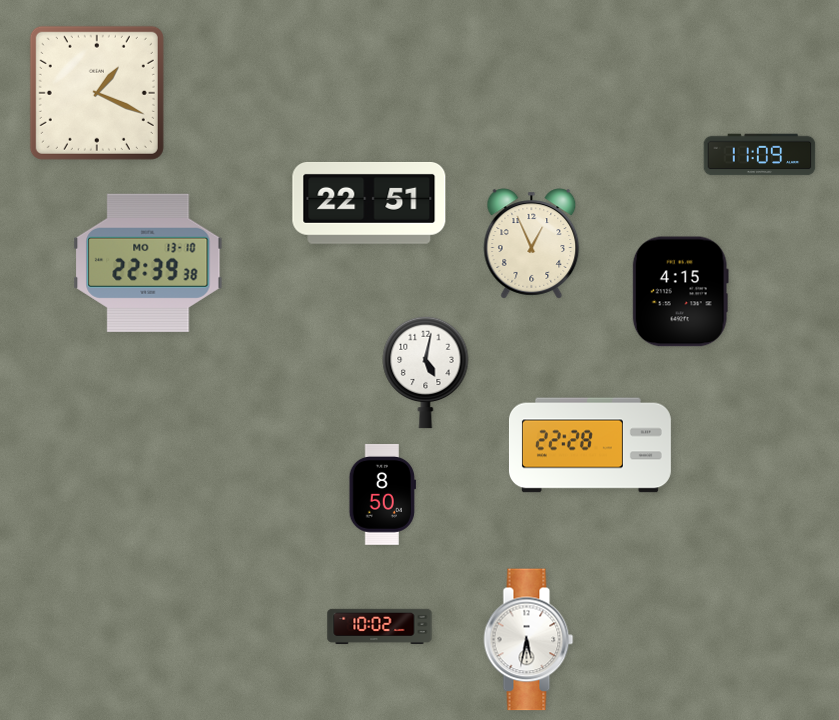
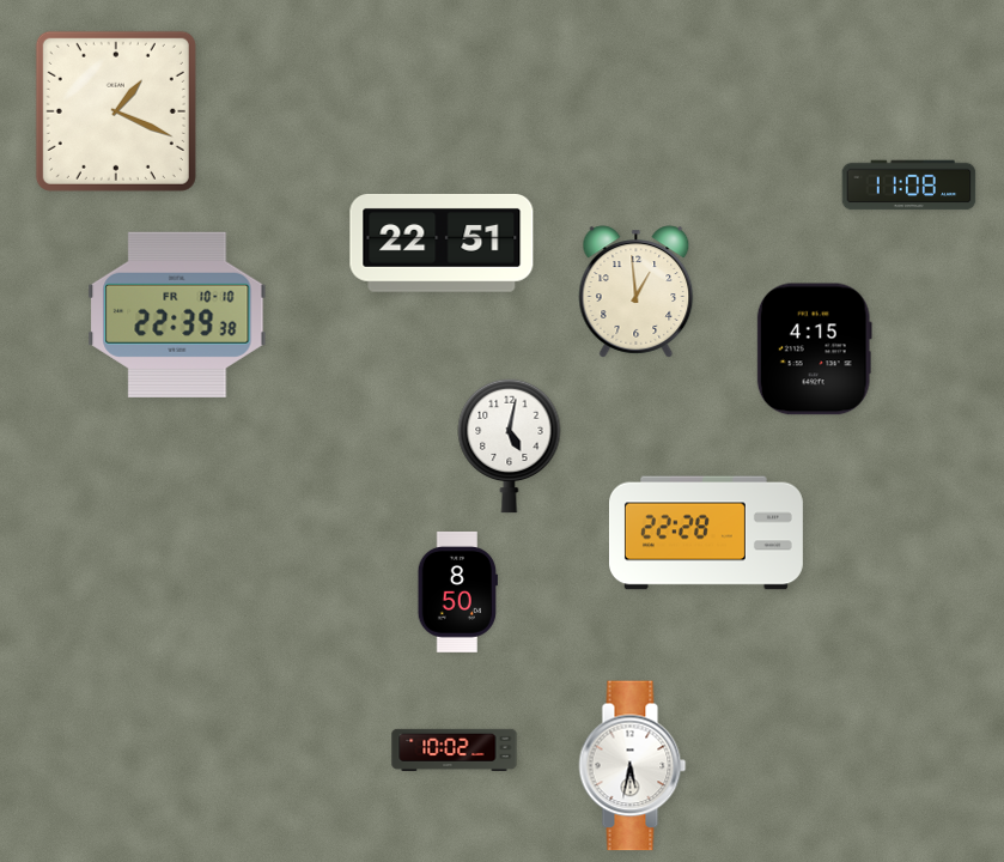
clock at (760, 155): 11:09 -> 11:08
clock at (532, 244): 12:56 -> 12:59
clock at (148, 263) date: MO 13-10 -> FR 10-10
